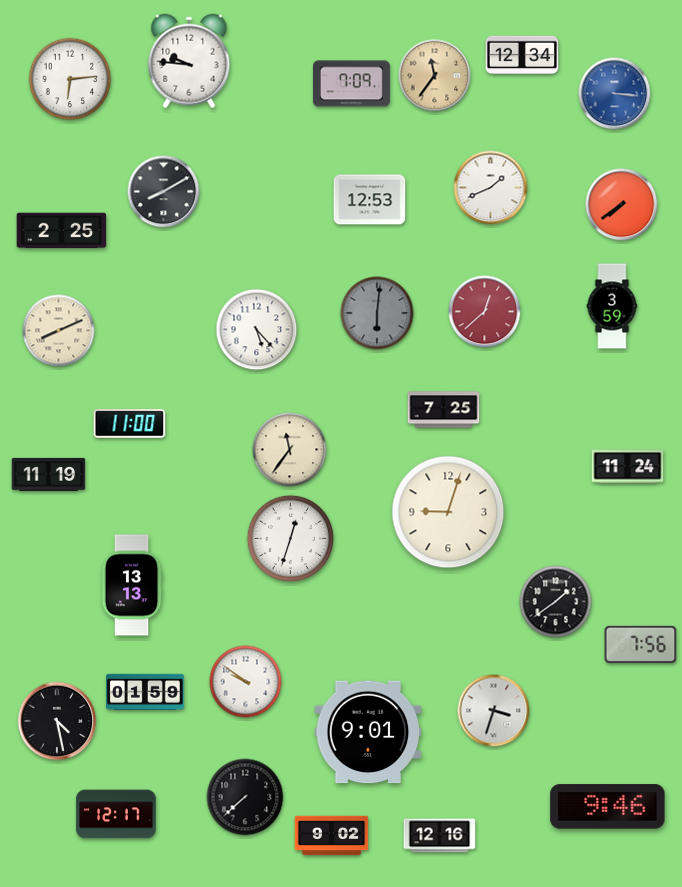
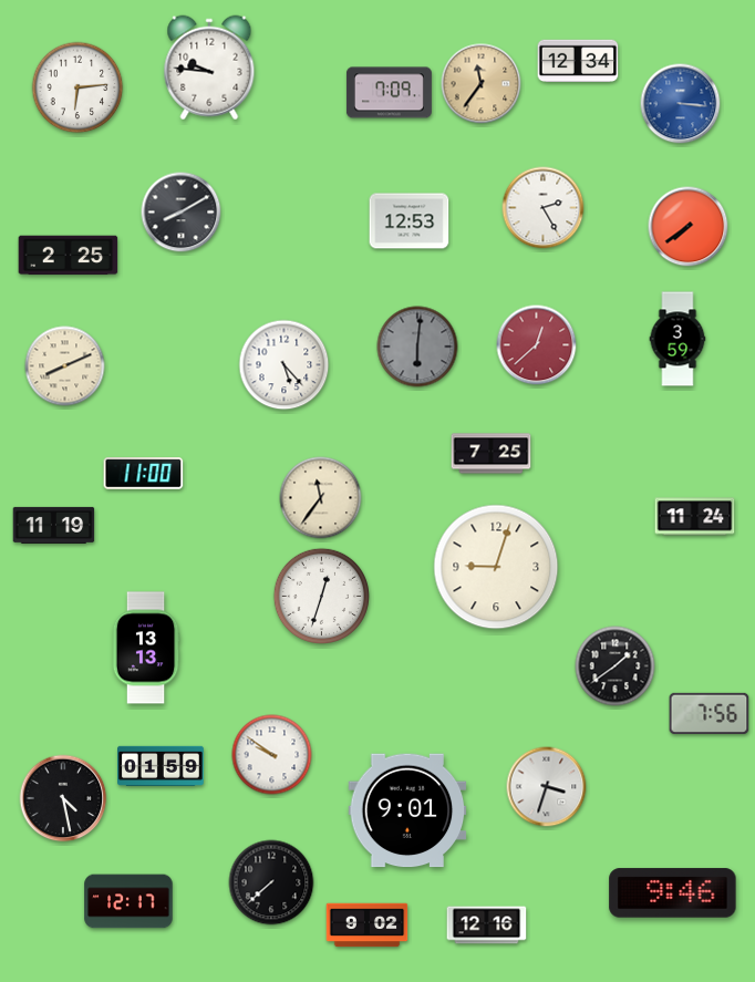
clock at (491, 188): 1:41 -> 2:25
clock at (130, 424) position: (130, 424) -> (144, 474)
